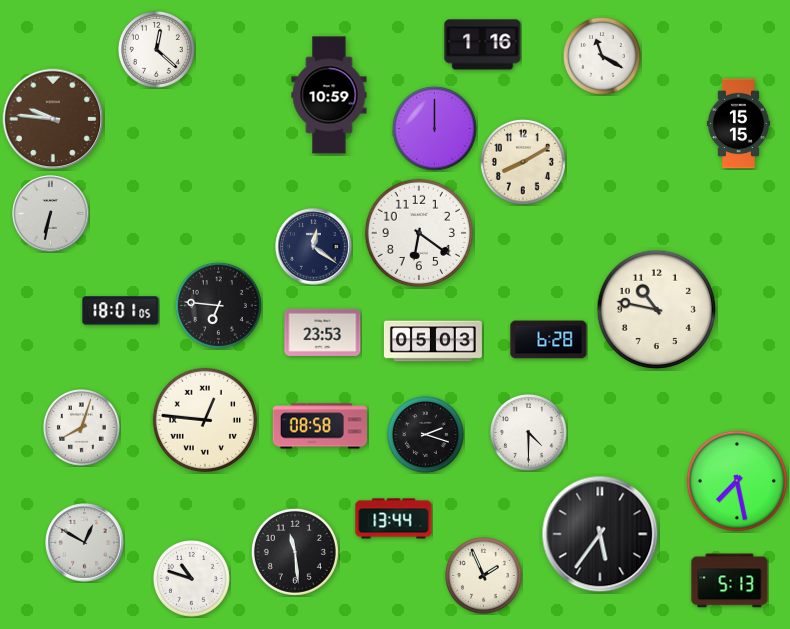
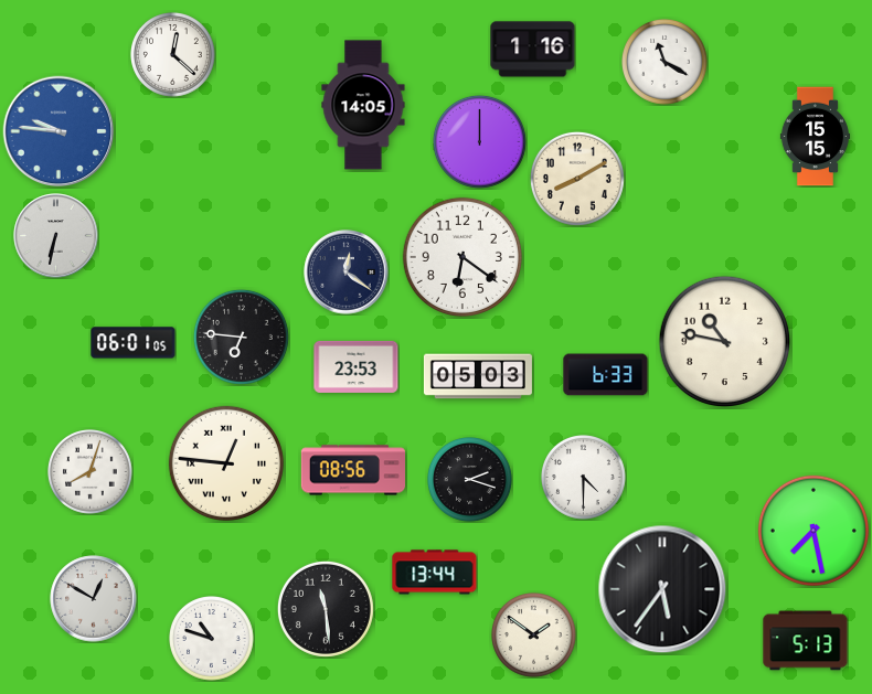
clock at (329, 95): 10:59 -> 14:05
clock at (53, 119) dial: brown -> blue
clock at (121, 311): 18:01 -> 06:01
clock at (549, 340): 6:28 -> 6:33
clock at (319, 426): 08:58 -> 08:56
clock at (484, 576): 1:56 -> 1:51
